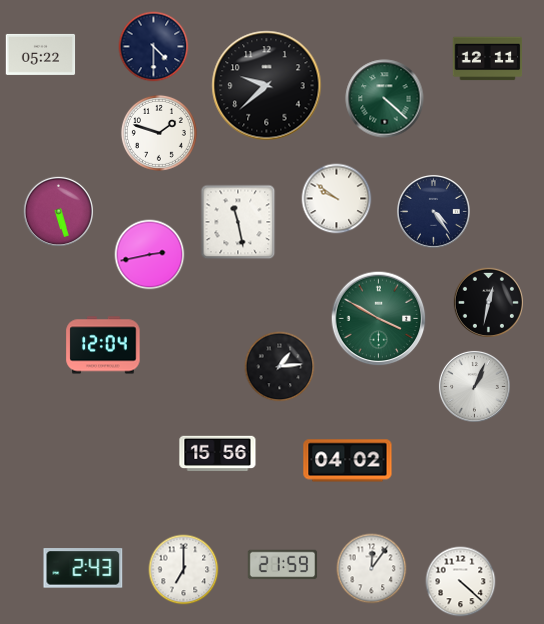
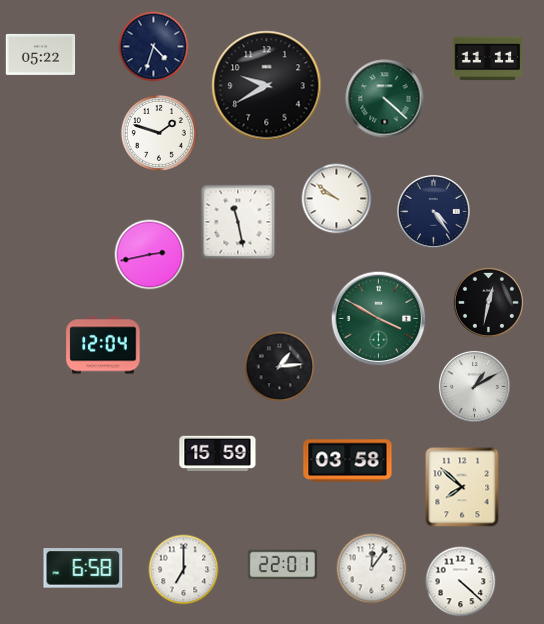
clock at (154, 47): 4:30 -> 4:33
clock at (488, 59): 12:11 -> 11:11
clock at (267, 86): 9:38 -> 9:40
clock at (58, 211): 5:27 -> none
clock at (474, 386): 1:04 -> 1:10
clock at (218, 453): 15:56 -> 15:59
clock at (348, 461): 04:02 -> 03:58
clock at (462, 487): none -> 7:52
clock at (283, 565): 21:59 -> 22:01
clock at (83, 568): 2:43 -> 6:58
